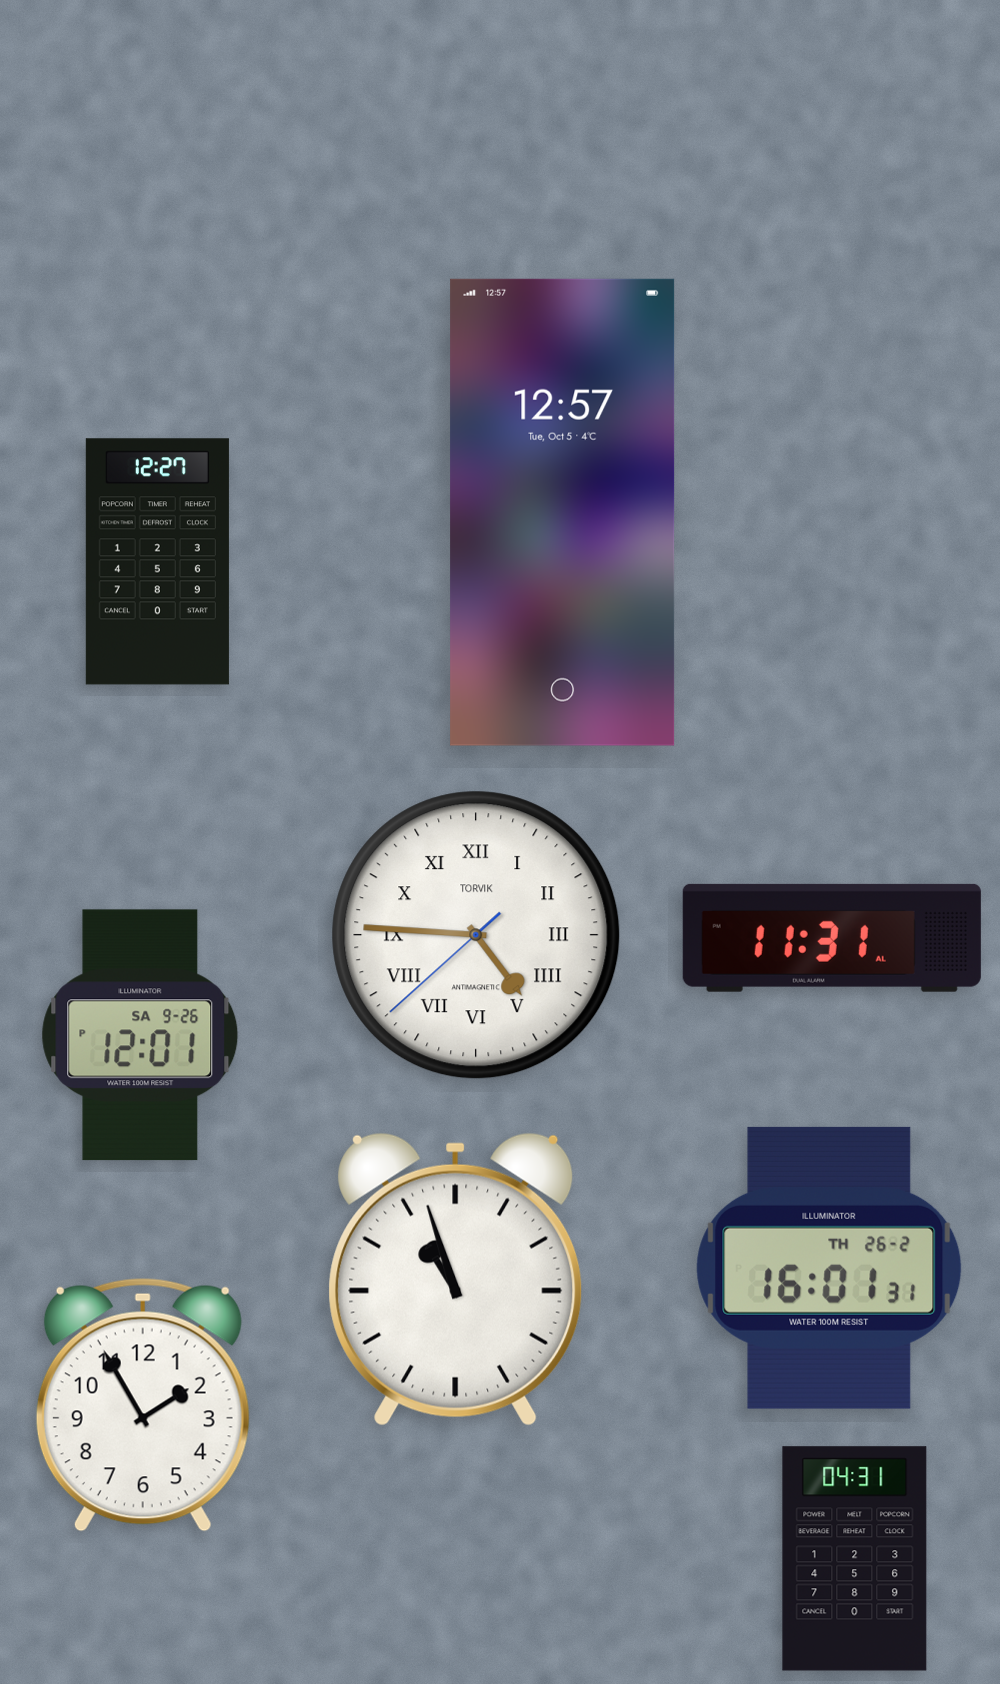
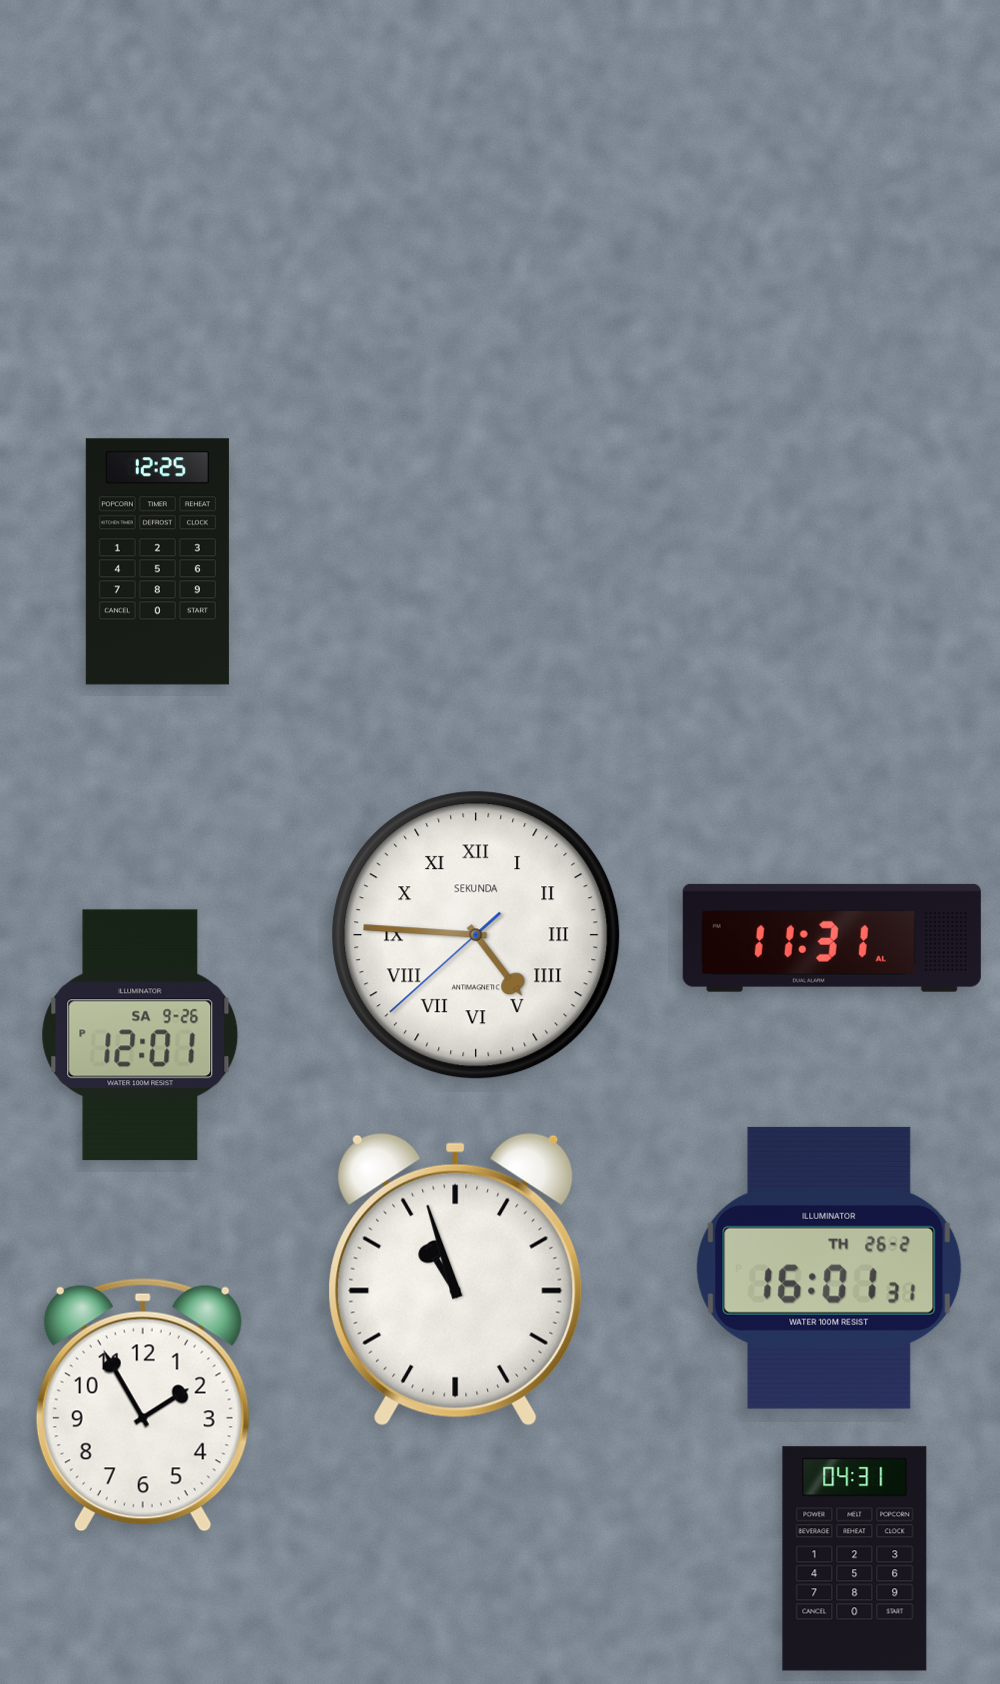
clock at (563, 512): 12:57 -> none
clock at (157, 562): 12:27 -> 12:25
clock at (476, 935) brand: TORVIK -> SEKUNDA
